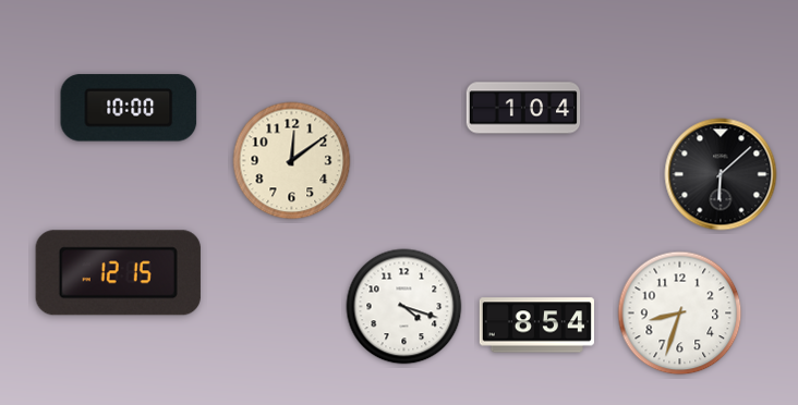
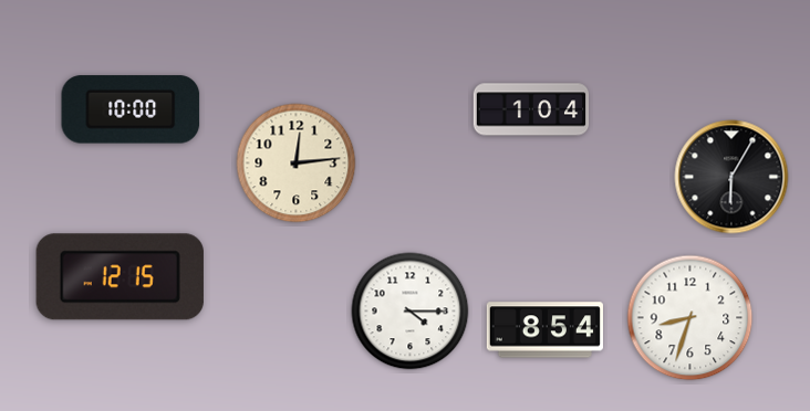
clock at (292, 161): 12:09 -> 12:14
clock at (721, 174): 6:08 -> 6:05
clock at (404, 307): 4:18 -> 4:15
